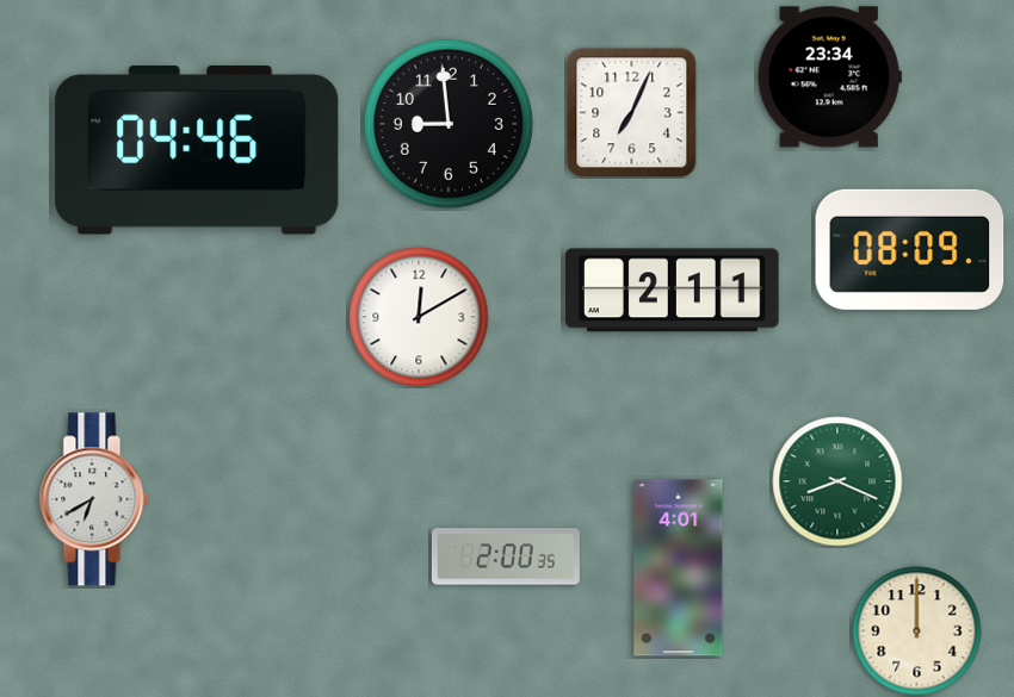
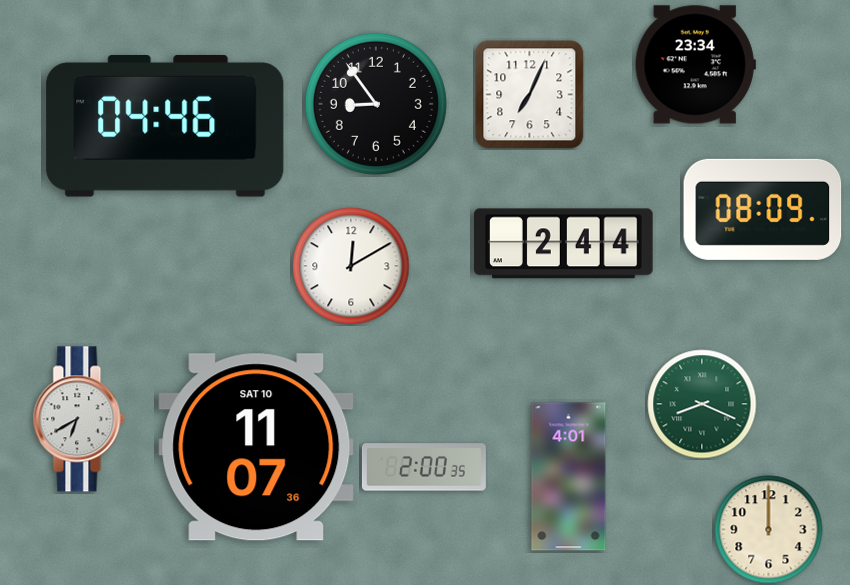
clock at (449, 124): 8:59 -> 8:54
clock at (673, 291): 2:11 -> 2:44
clock at (256, 447): none -> 11:07
